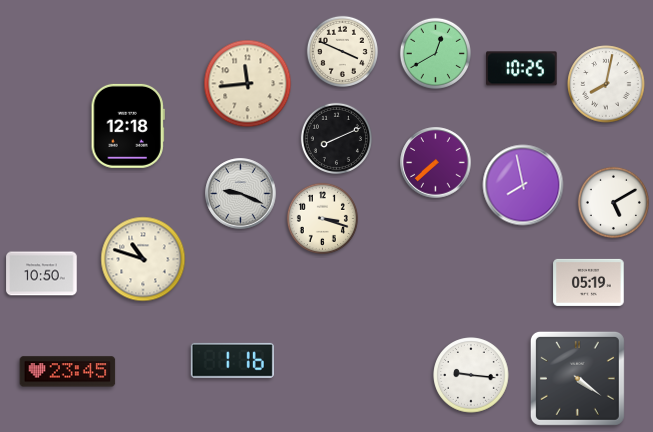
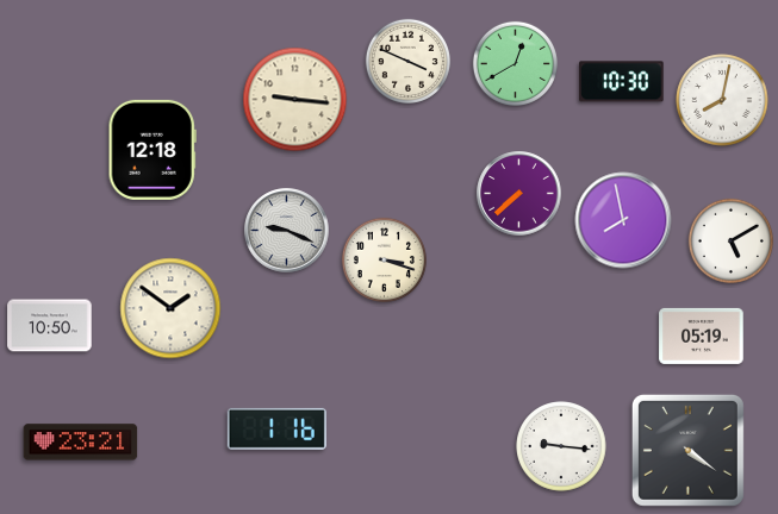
clock at (435, 53) position: (435, 53) -> (515, 63)
clock at (522, 69): 10:25 -> 10:30
clock at (248, 84): 11:44 -> 9:16
clock at (336, 138): 8:11 -> none
clock at (143, 259): 10:48 -> 1:51
clock at (68, 372): 23:45 -> 23:21
